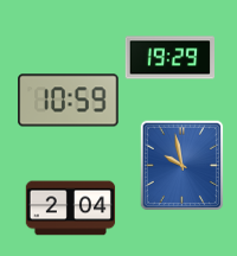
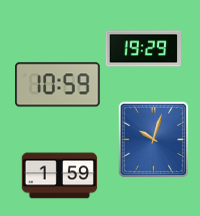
clock at (182, 166): 9:58 -> 10:03
clock at (71, 209): 2:04 -> 1:59
